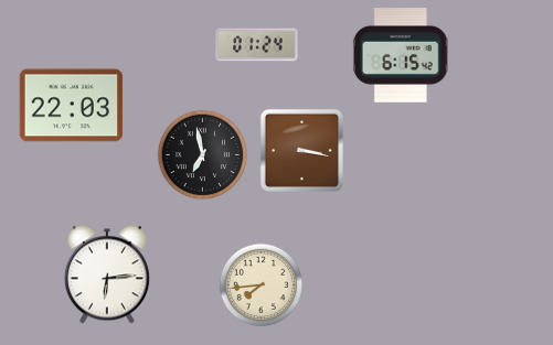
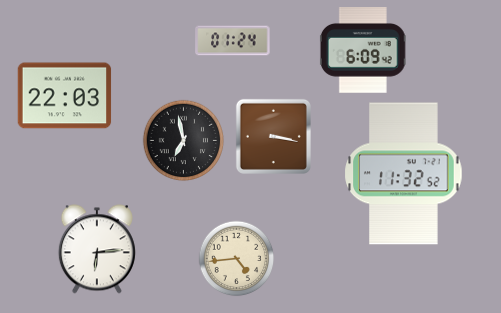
clock at (401, 55): 6:15 -> 6:09
clock at (404, 174): none -> 11:32
clock at (262, 285): 7:44 -> 4:44
